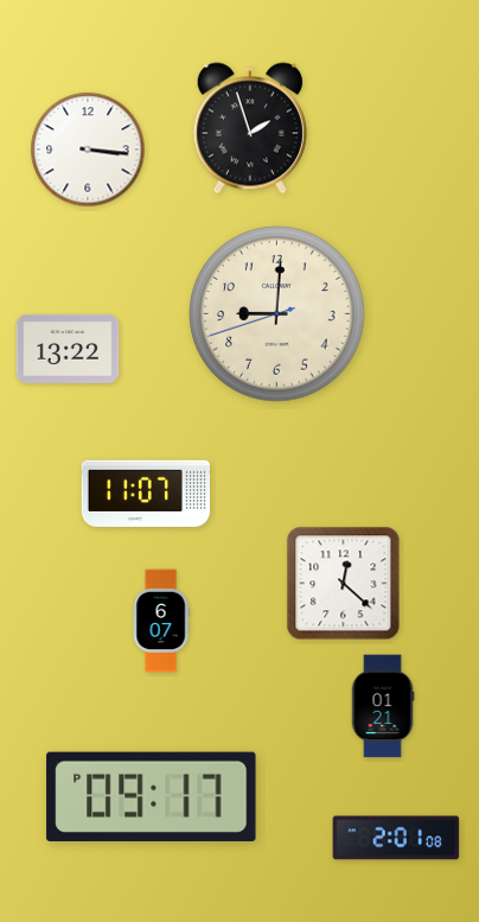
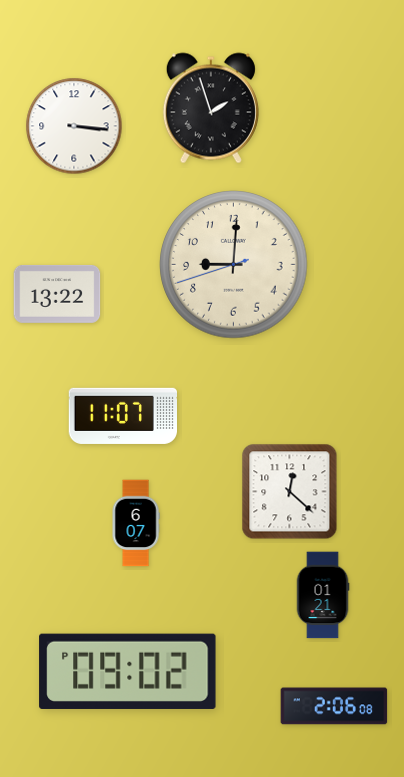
clock at (152, 796): 09:17 -> 09:02
clock at (396, 838): 2:01 -> 2:06
